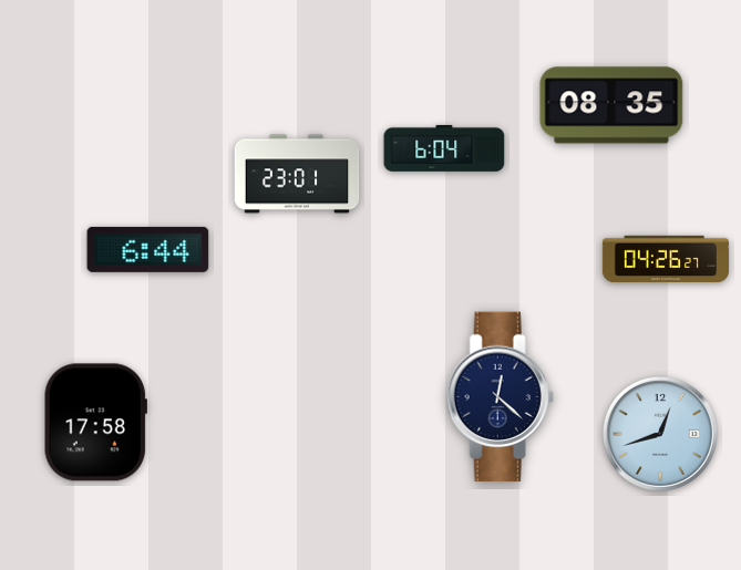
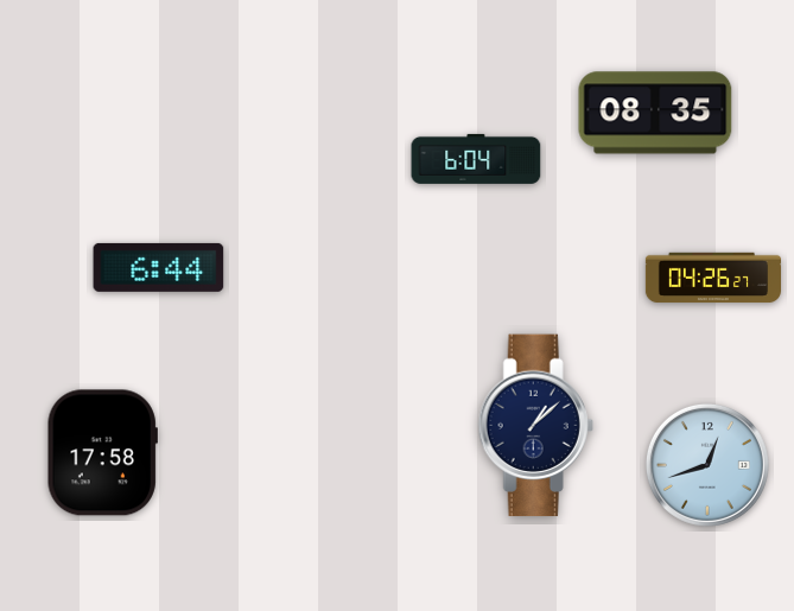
clock at (297, 174): 23:01 -> none
clock at (500, 397): 12:22 -> 1:08
